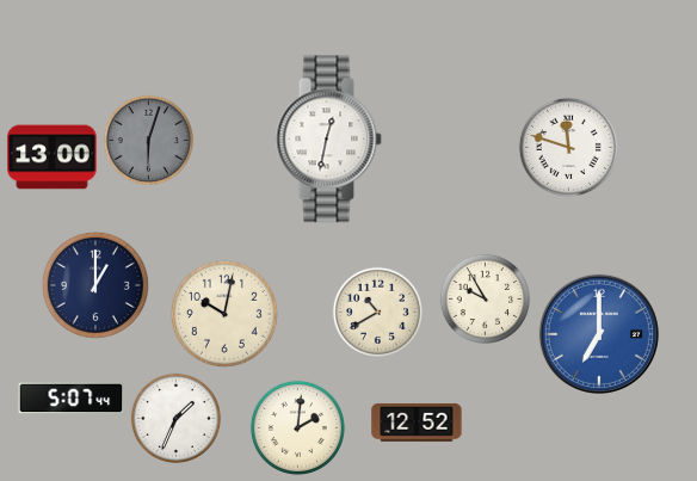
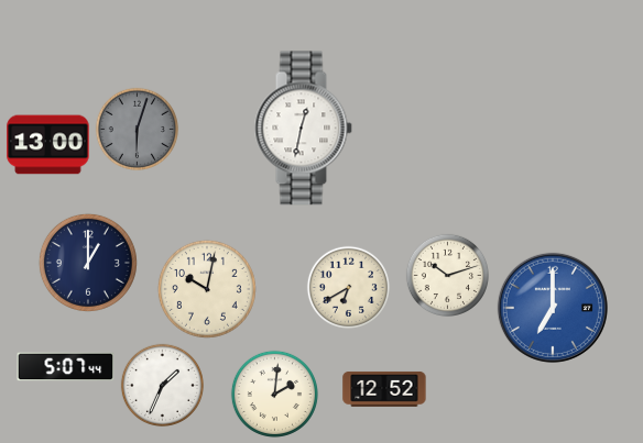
clock at (568, 147): 11:48 -> none
clock at (485, 298): 9:55 -> 10:12
clock at (377, 312): 10:40 -> 6:40
